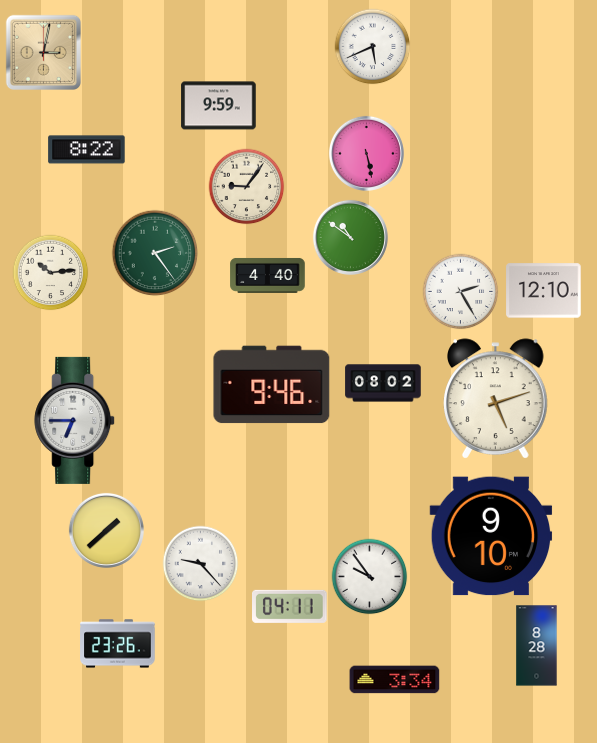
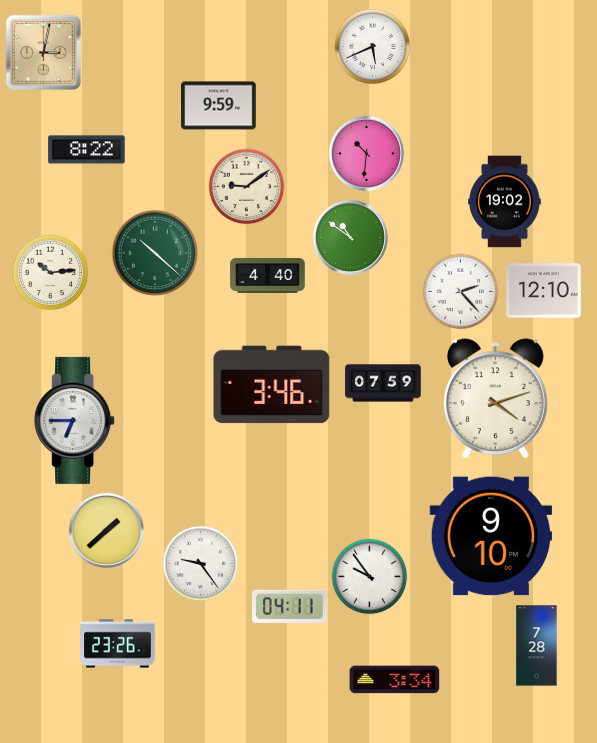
clock at (366, 153): 5:28 -> 10:31
clock at (247, 187): 9:06 -> 9:09
clock at (505, 202): none -> 19:02
clock at (155, 253): 2:24 -> 10:22
clock at (461, 292): 2:25 -> 2:23
clock at (383, 383): 08:02 -> 07:59
clock at (272, 385): 9:46 -> 3:46
clock at (496, 399): 5:12 -> 4:12
clock at (201, 564): 9:23 -> 9:24
clock at (537, 646): 8:28 -> 7:28
